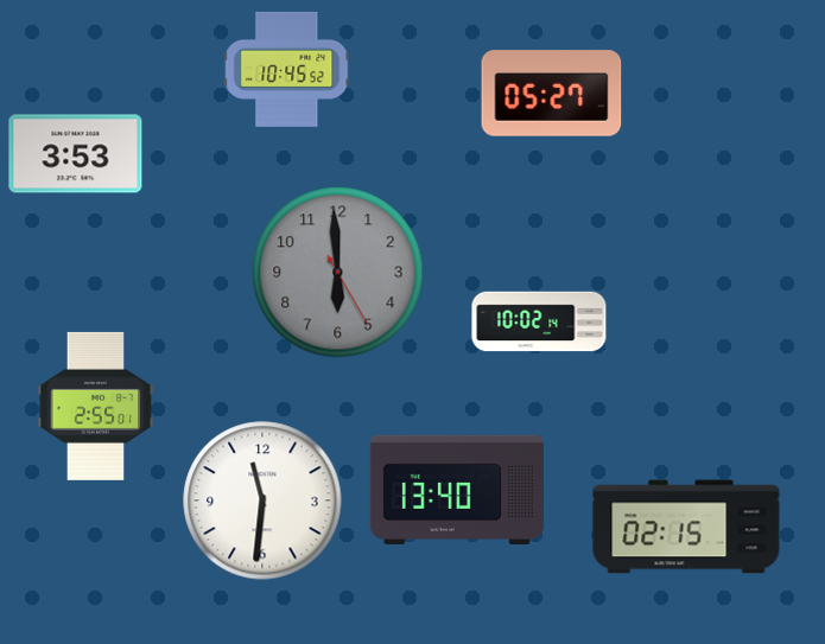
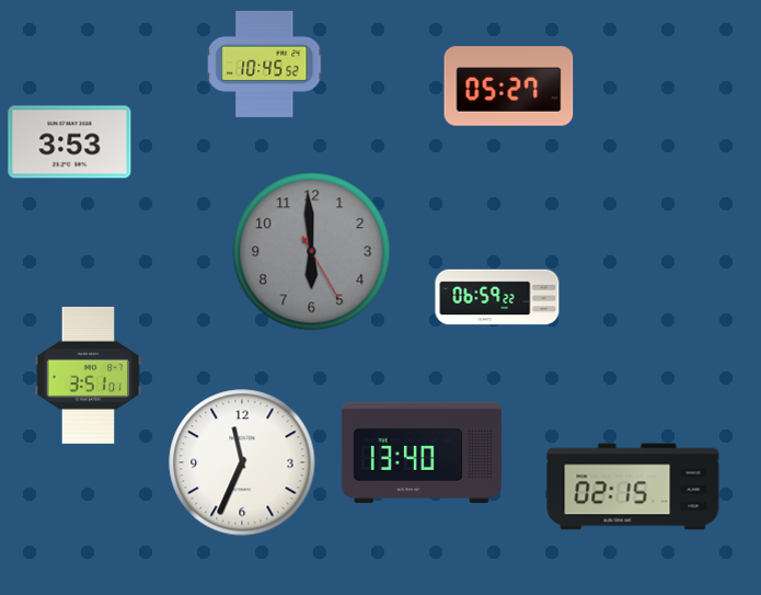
clock at (539, 321): 10:02 -> 06:59
clock at (96, 406): 2:55 -> 3:51
clock at (262, 500): 11:31 -> 11:34
